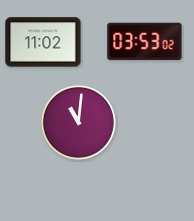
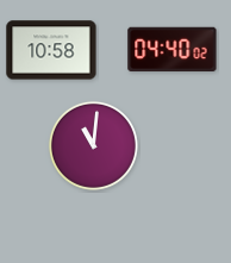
clock at (43, 42): 11:02 -> 10:58
clock at (145, 42): 03:53 -> 04:40
